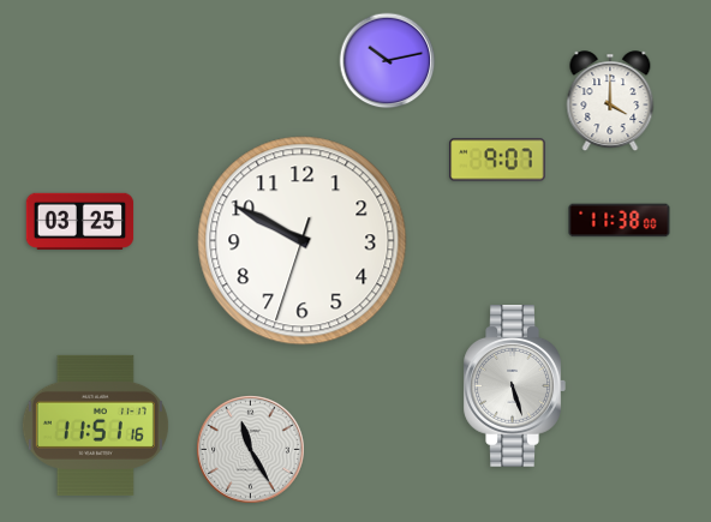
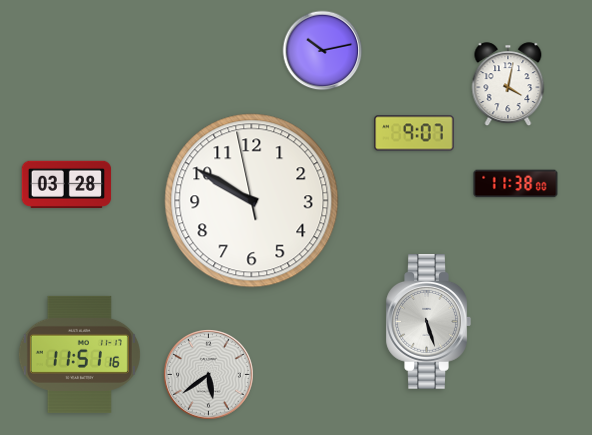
clock at (610, 102): 4:00 -> 4:02
clock at (80, 221): 03:25 -> 03:28
clock at (303, 241): 9:49:33 -> 9:49:58
clock at (251, 450): 11:25 -> 5:39
